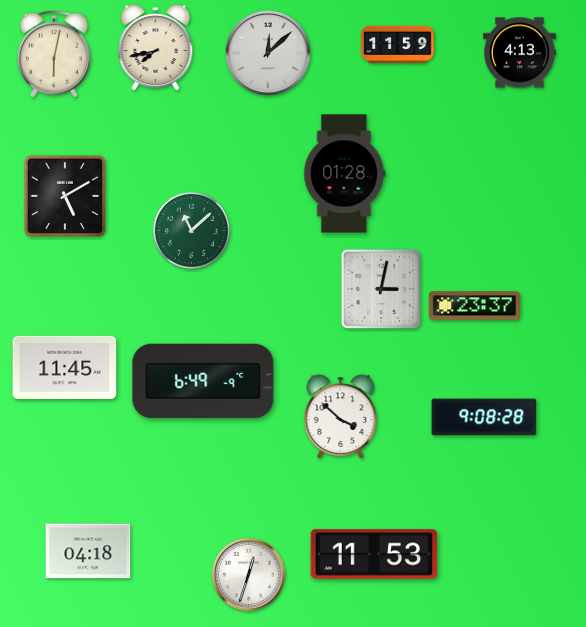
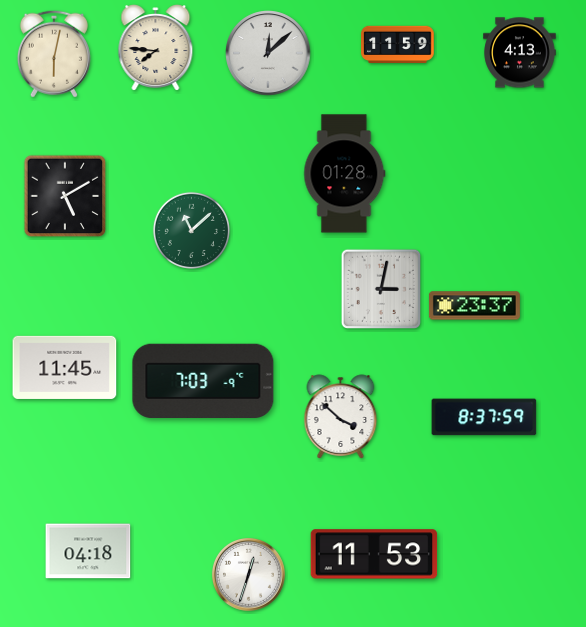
clock at (156, 48): 7:43 -> 7:46
clock at (203, 380): 6:49 -> 7:03
clock at (484, 417): 9:08 -> 8:37
